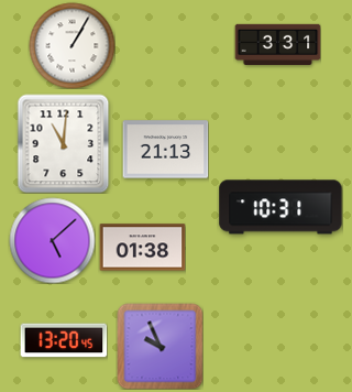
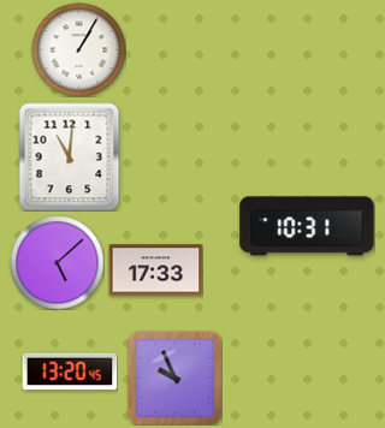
clock at (277, 44): 3:31 -> none
clock at (165, 150): 21:13 -> none
clock at (142, 248): 01:38 -> 17:33
